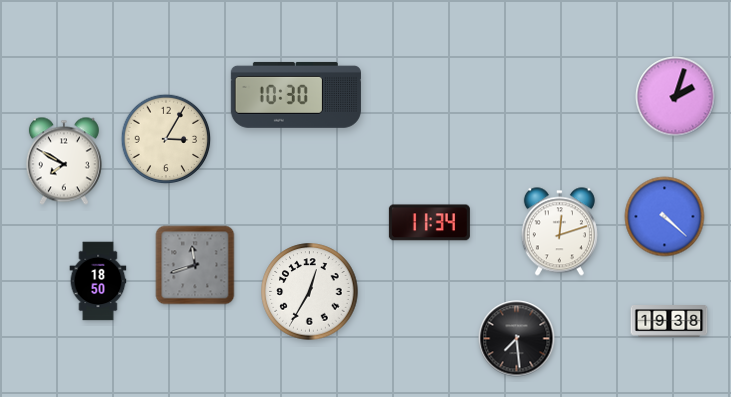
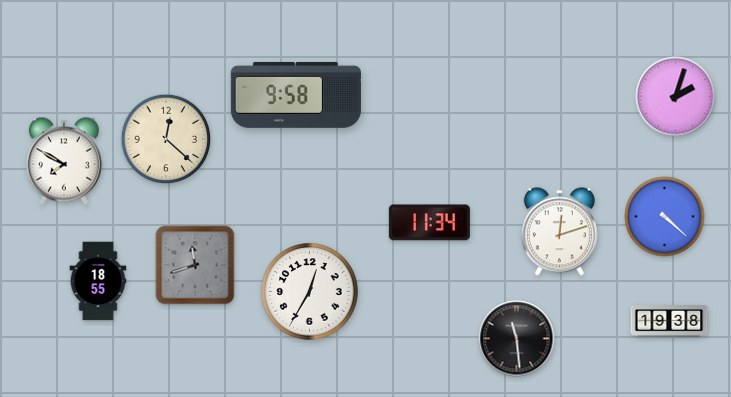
clock at (296, 95): 10:30 -> 9:58
clock at (166, 139): 3:05 -> 12:22
clock at (98, 281): 18:50 -> 18:55
clock at (517, 339): 7:29 -> 11:29
